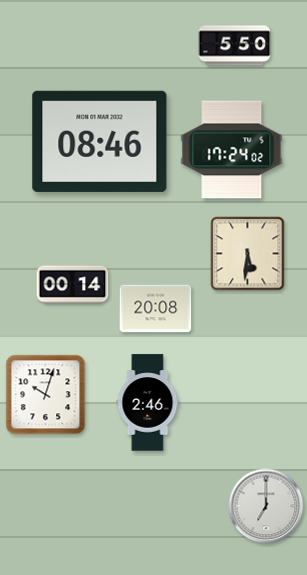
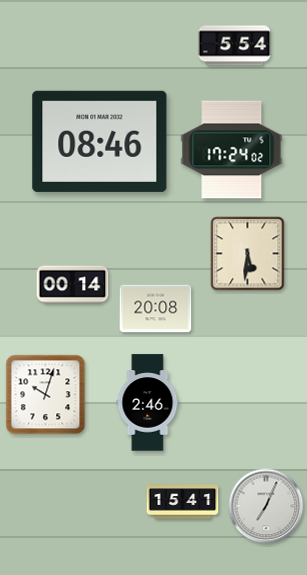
clock at (235, 46): 5:50 -> 5:54
clock at (183, 502): none -> 15:41
clock at (266, 506): 7:00 -> 7:04
